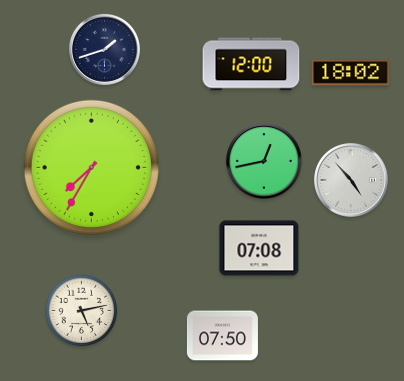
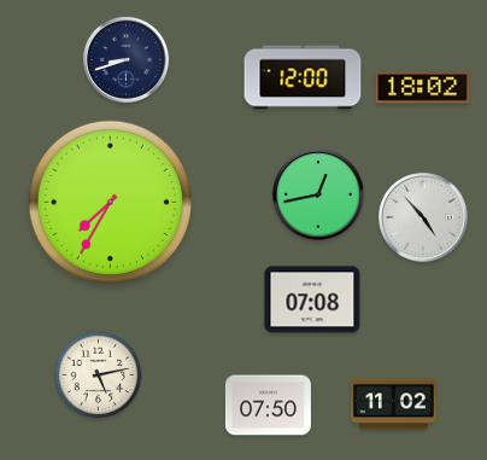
clock at (104, 49): 1:42 -> 8:42
clock at (393, 404): none -> 11:02
